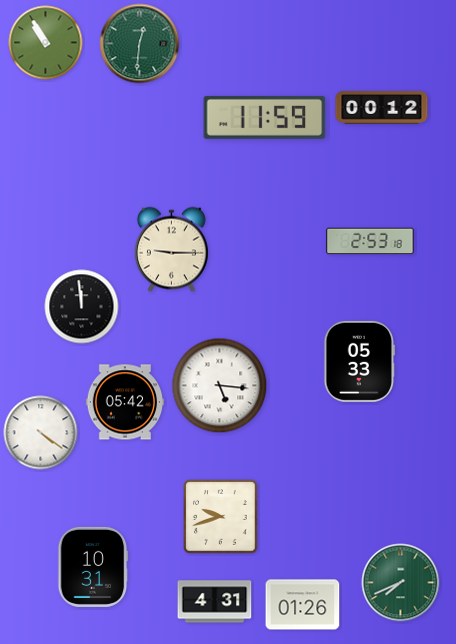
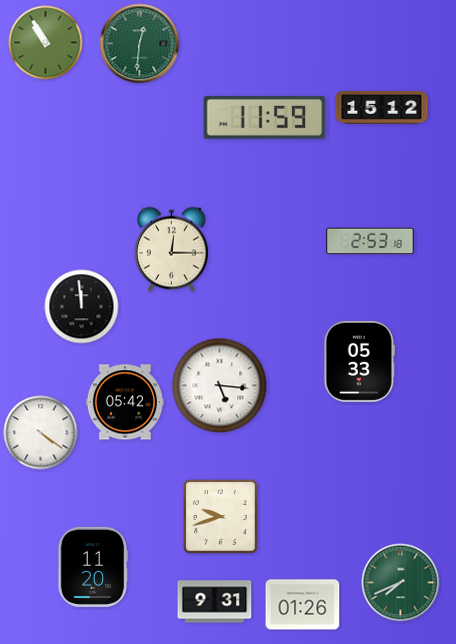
clock at (382, 108): 00:12 -> 15:12
clock at (171, 250): 9:15 -> 12:15
clock at (93, 567): 10:31 -> 11:20
clock at (215, 602): 4:31 -> 9:31
